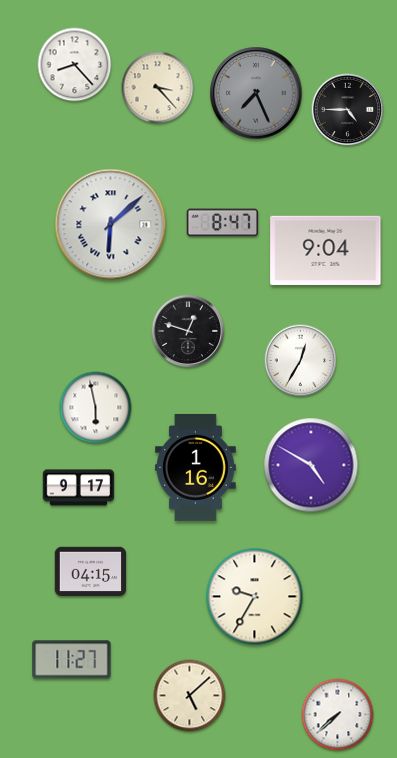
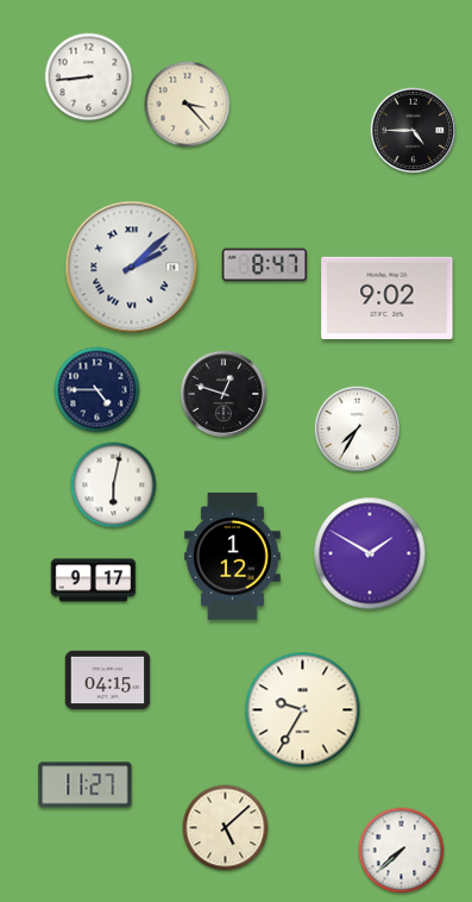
clock at (75, 65): 8:23 -> 8:44
clock at (256, 93): 7:26 -> none
clock at (111, 225): 6:08 -> 2:08
clock at (326, 250): 9:04 -> 9:02
clock at (97, 390): none -> 4:45
clock at (301, 361): 12:35 -> 7:35
clock at (96, 408): 5:58 -> 6:02
clock at (311, 465): 4:50 -> 1:50
clock at (195, 467): 1:16 -> 1:12
